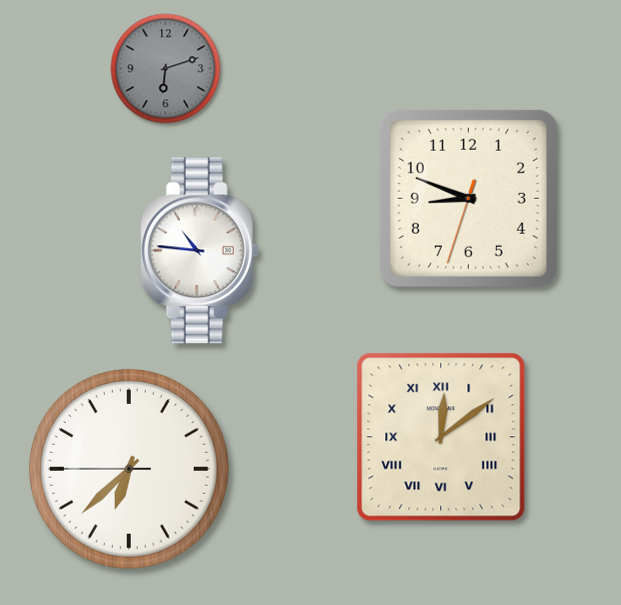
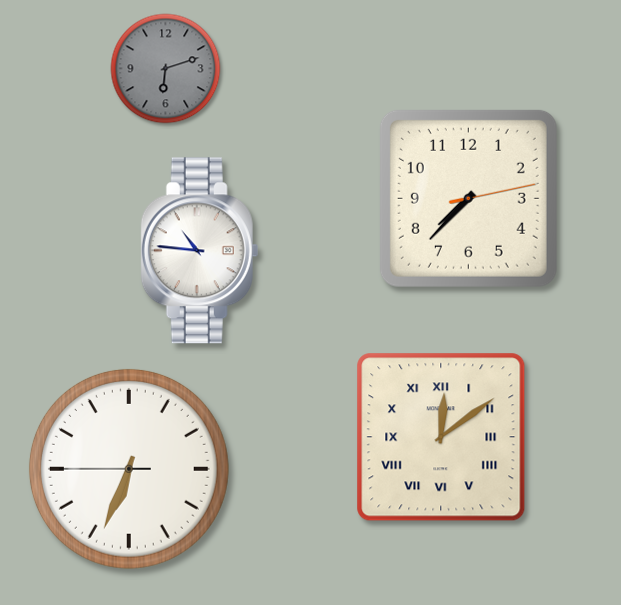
clock at (468, 198): 8:48 -> 7:37
clock at (129, 469): 6:37 -> 6:33
